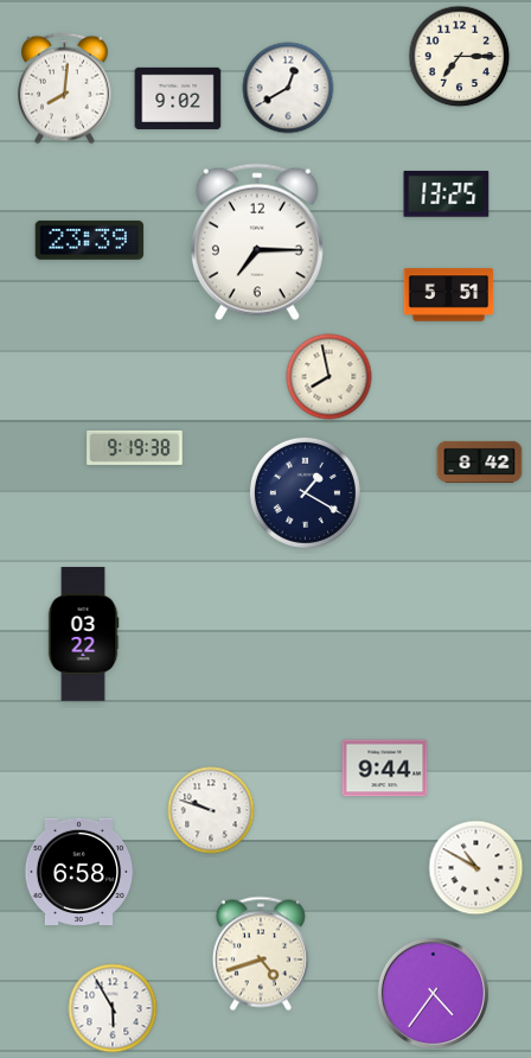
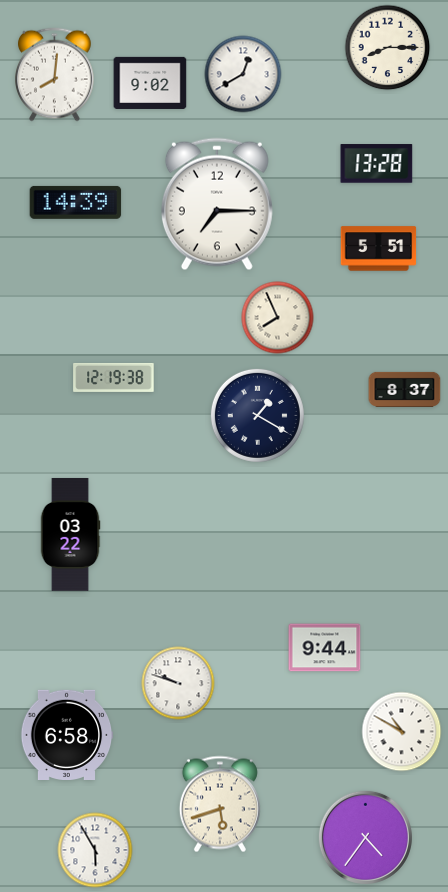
clock at (460, 57): 7:15 -> 8:15
clock at (447, 195): 13:25 -> 13:28
clock at (90, 240): 23:39 -> 14:39
clock at (330, 377): 7:58 -> 7:56
clock at (135, 447): 9:19 -> 12:19
clock at (480, 461): 8:42 -> 8:37
clock at (261, 954): 4:42 -> 5:42
